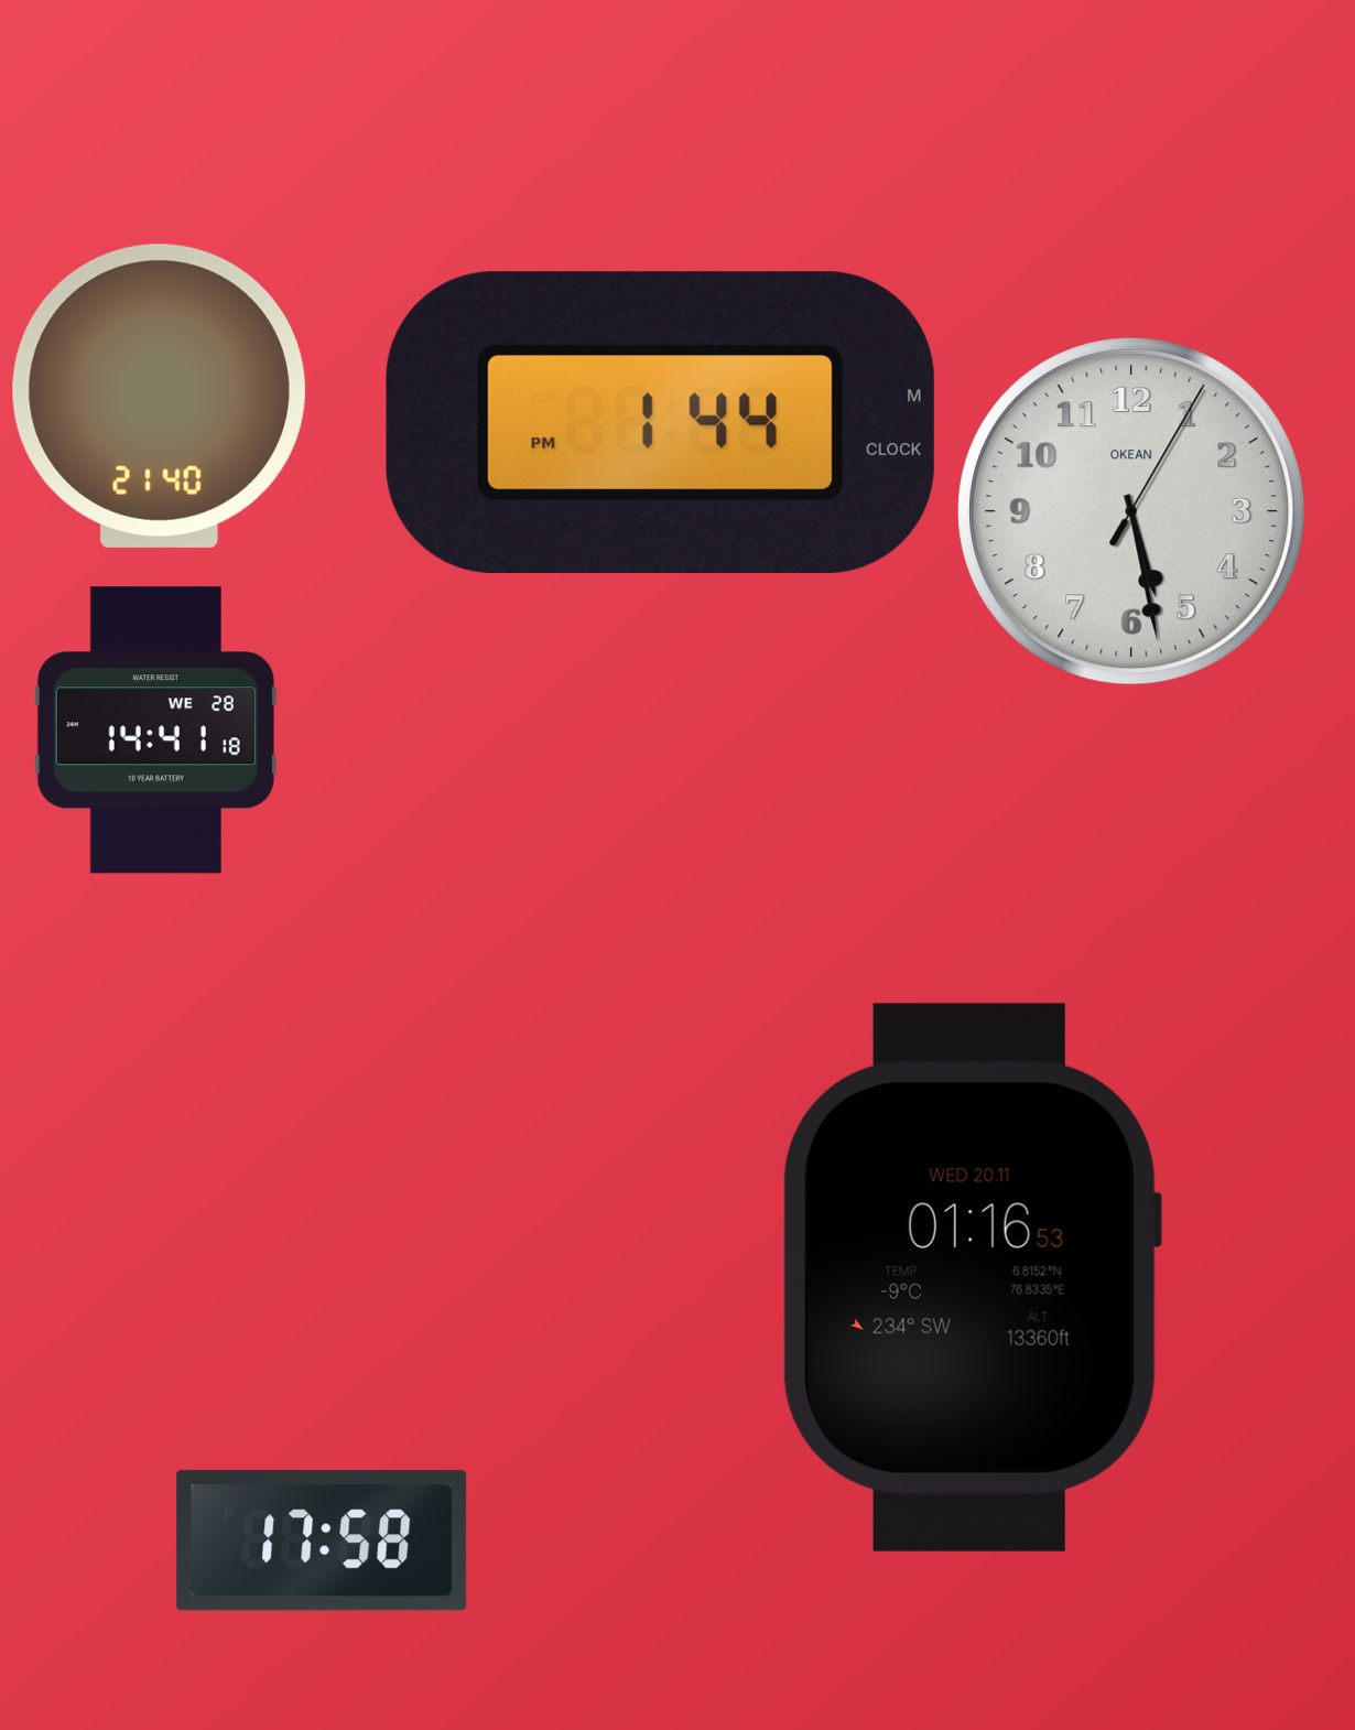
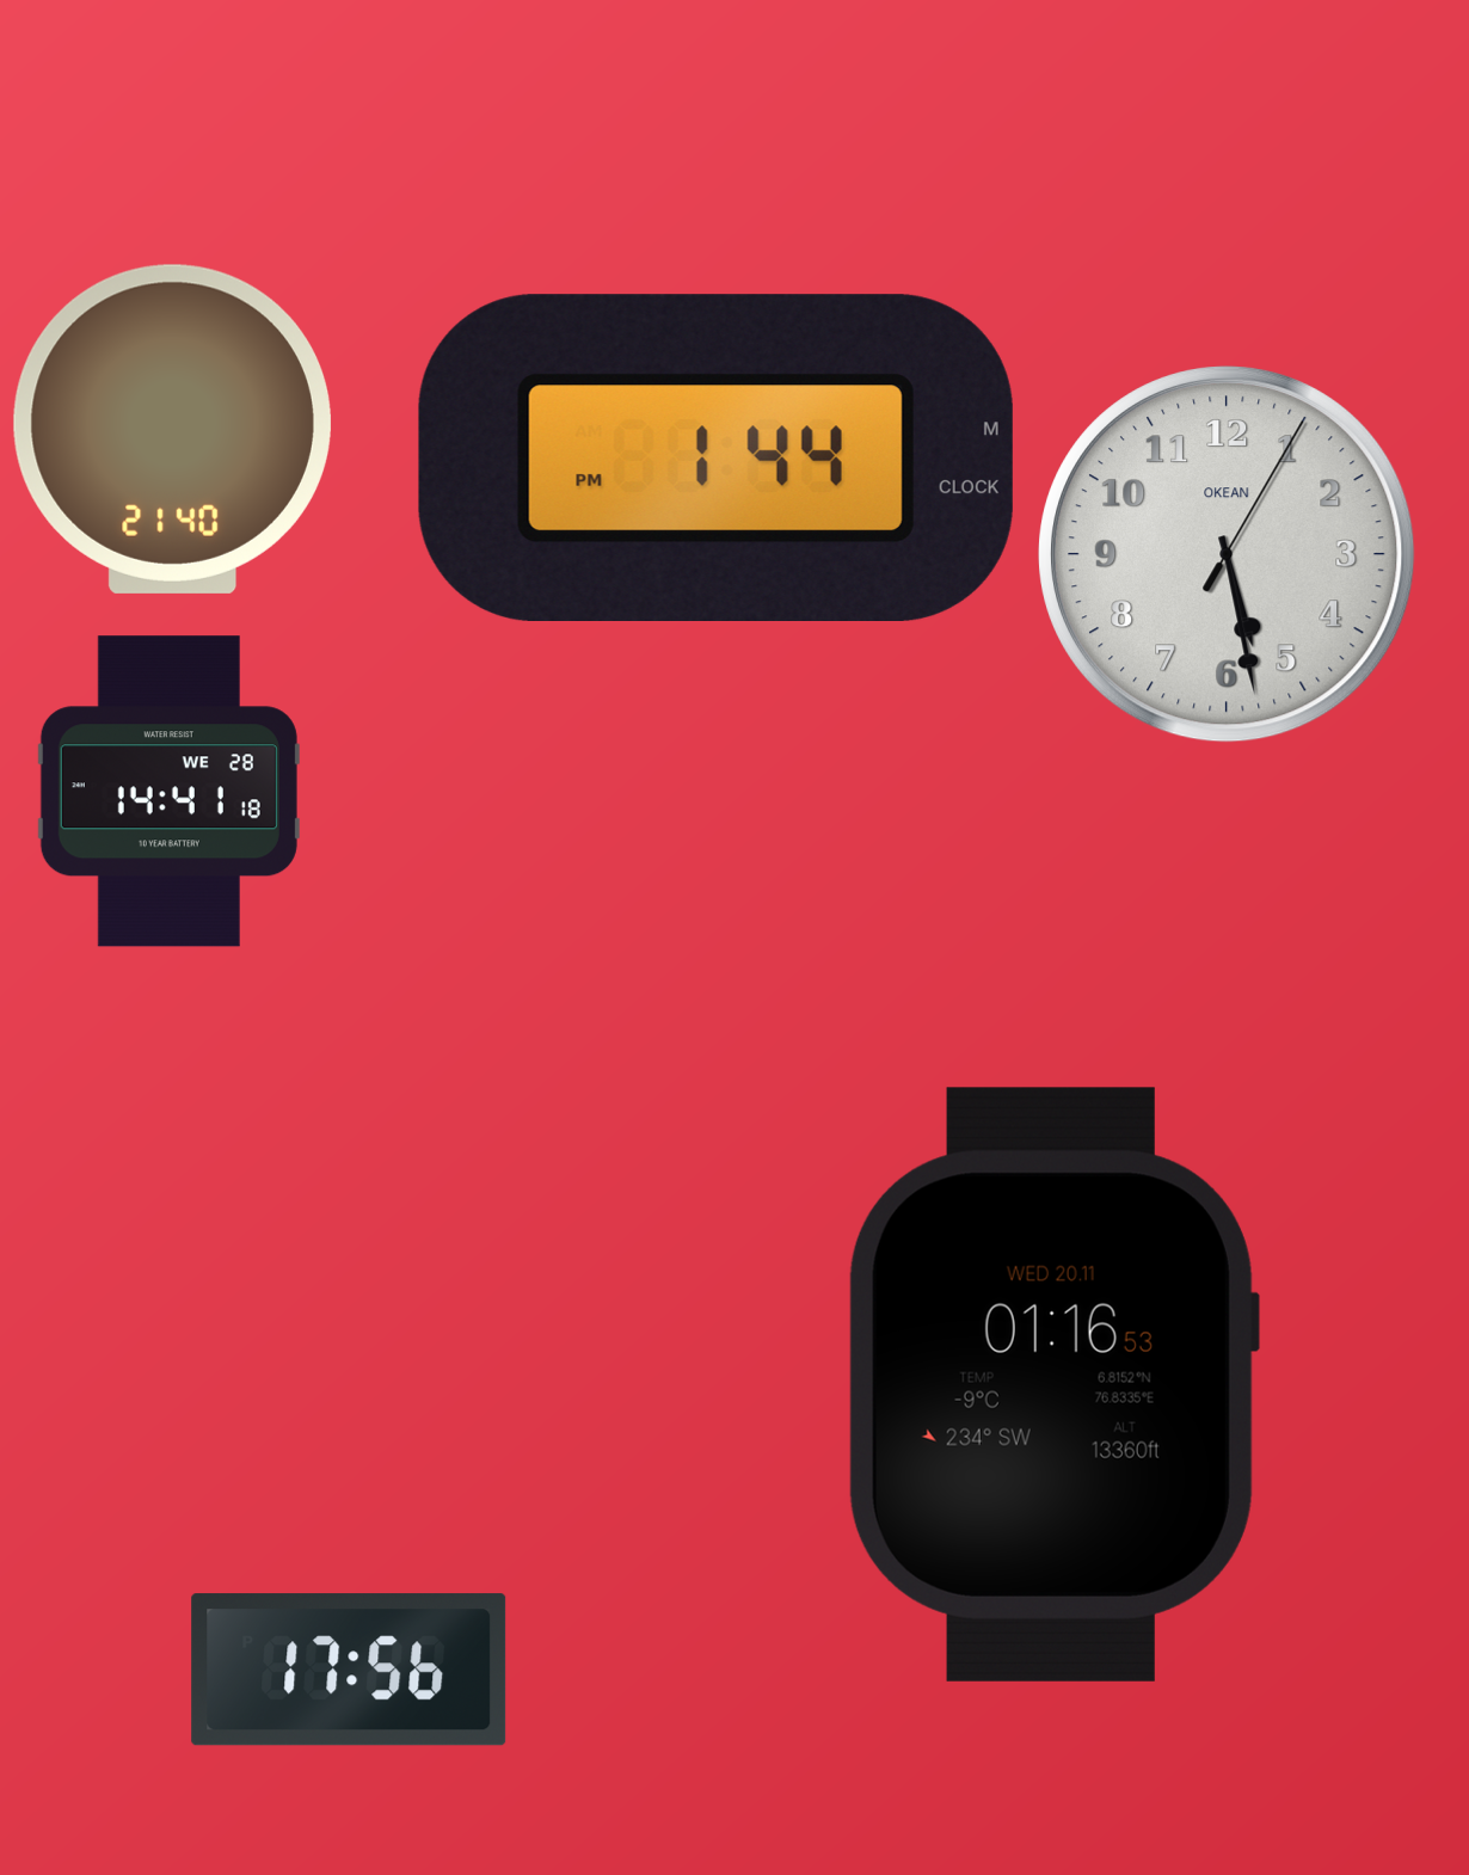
clock at (322, 1540): 17:58 -> 17:56
